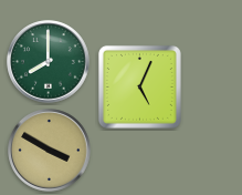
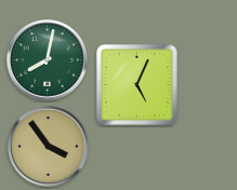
clock at (49, 62): 8:00 -> 8:02
clock at (50, 151): 3:50 -> 3:54
